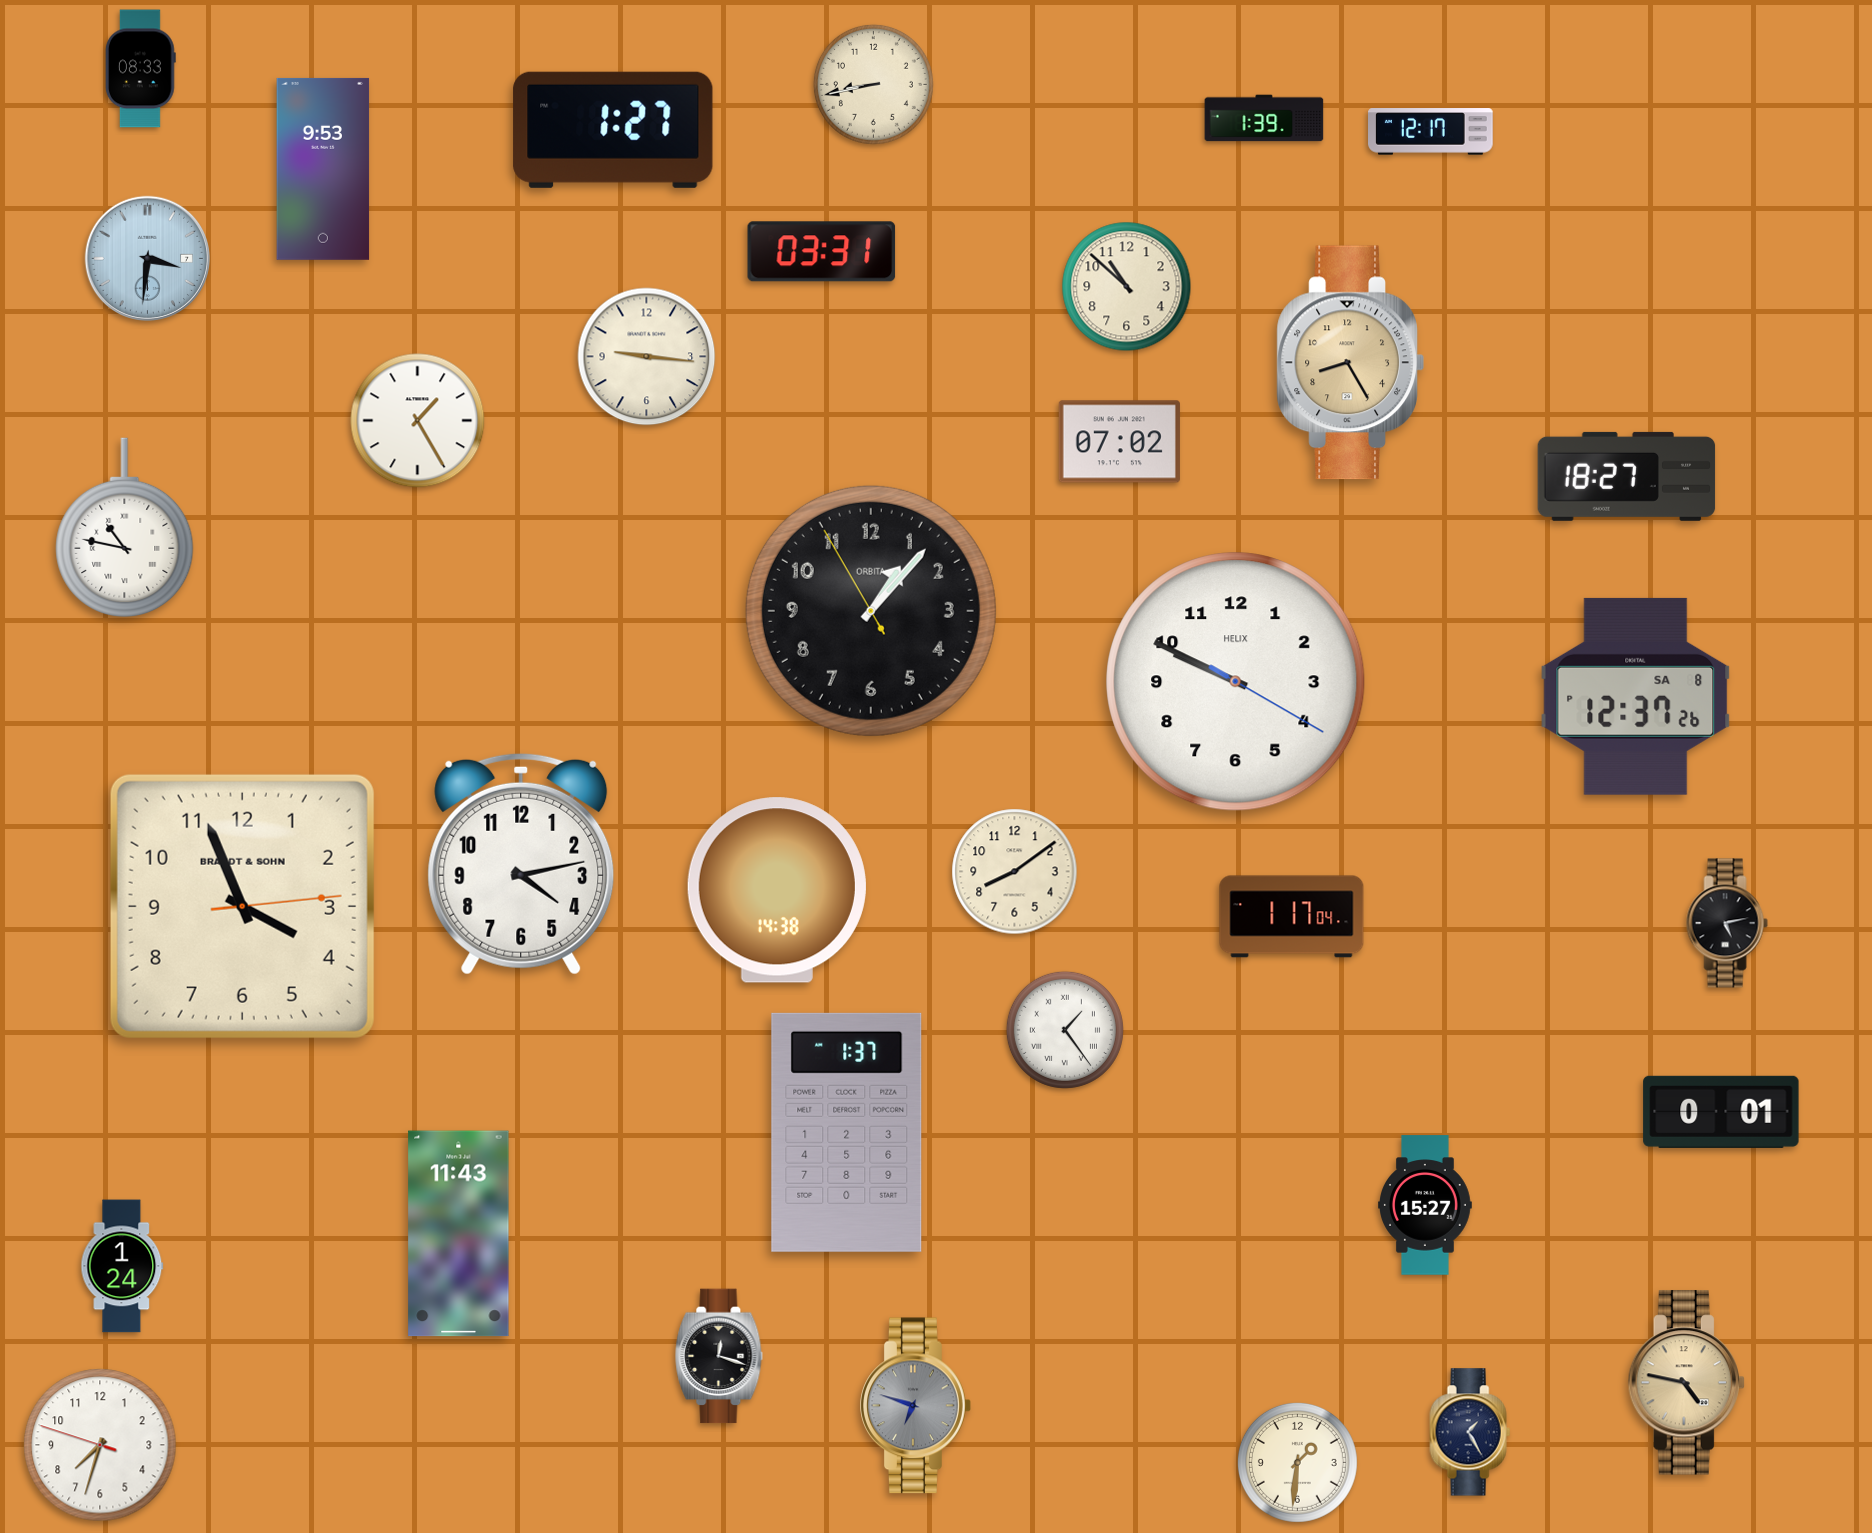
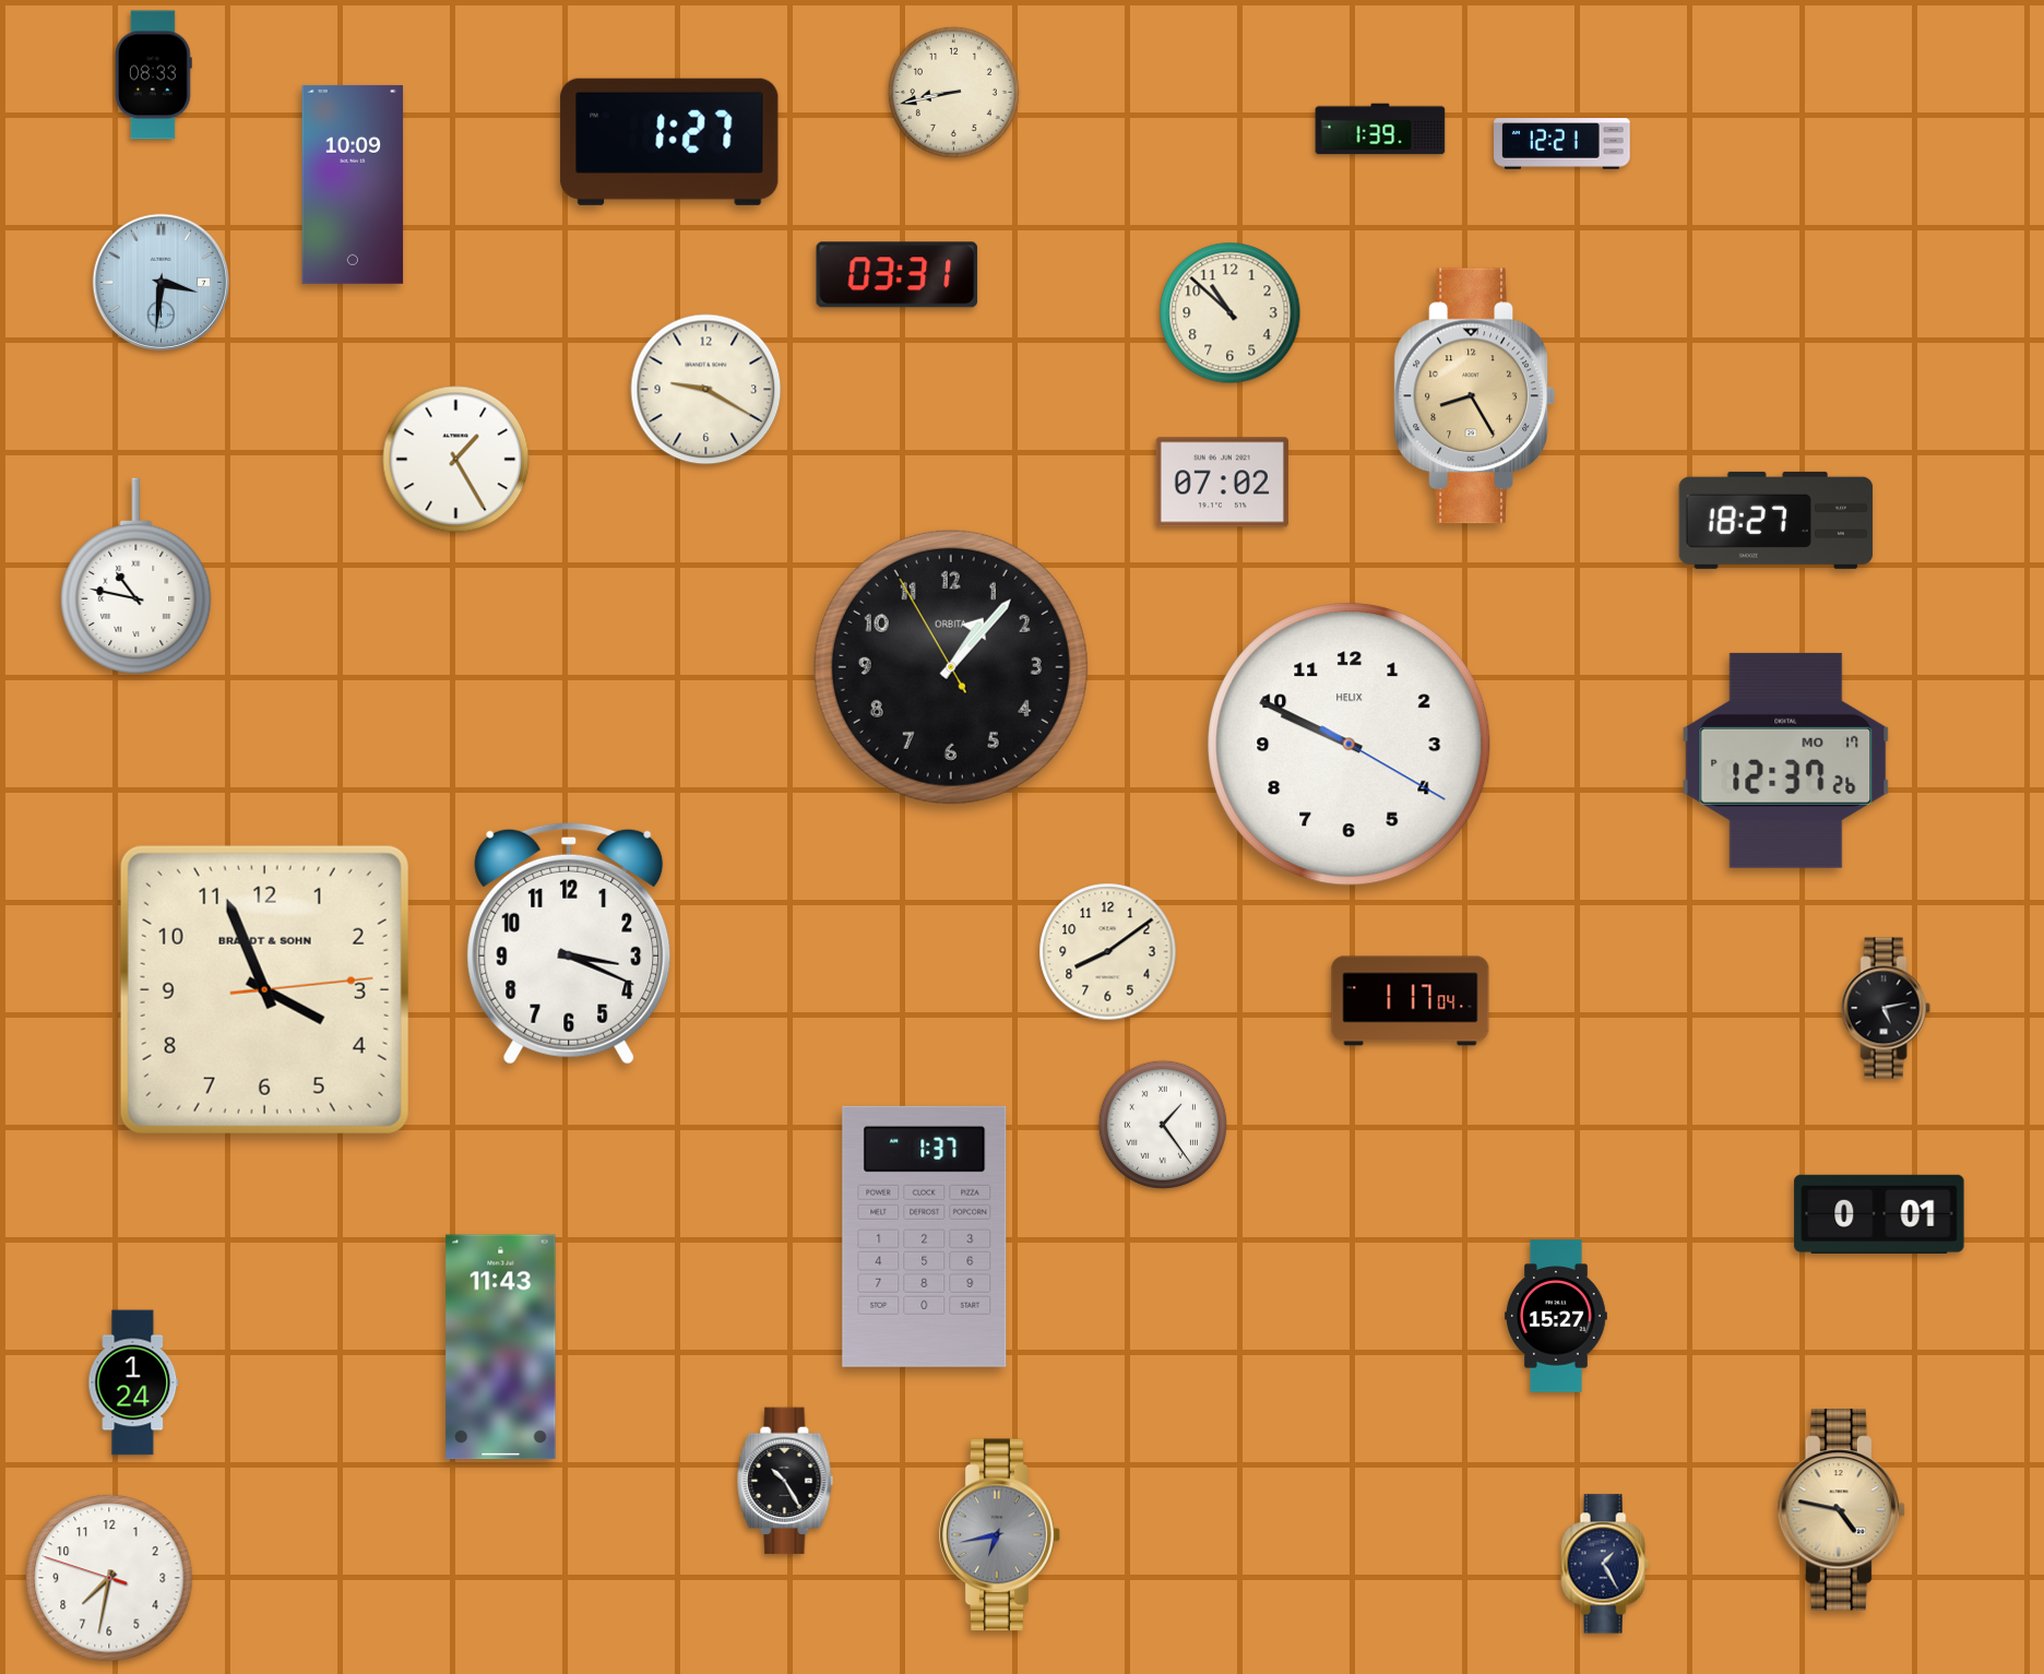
clock at (1431, 132): 12:17 -> 12:21
clock at (323, 169): 9:53 -> 10:09
clock at (647, 357): 9:16 -> 9:20
clock at (1636, 696) date: SA 8 -> MO 17
clock at (521, 864): 4:13 -> 3:19
clock at (777, 890): 14:38 -> none
clock at (719, 1356): 12:18 -> 10:25
clock at (916, 1406): 6:48 -> 6:43
clock at (100, 1445): 7:32 -> 7:31
clock at (1297, 1462): 1:31 -> none
